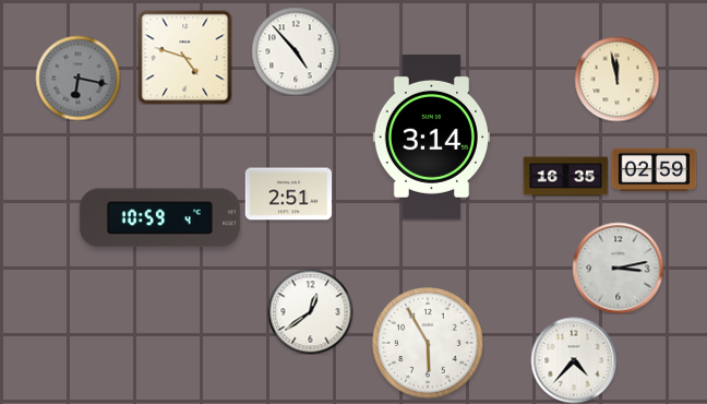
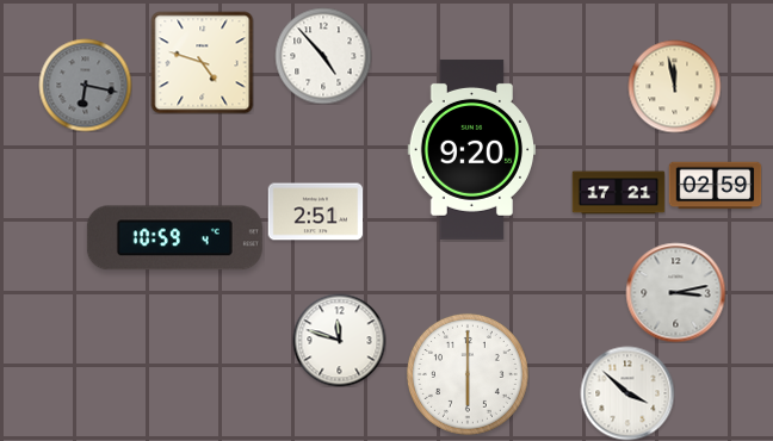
clock at (431, 136): 3:14 -> 9:20
clock at (565, 177): 16:35 -> 17:21
clock at (310, 311): 12:39 -> 11:48
clock at (428, 343): 5:55 -> 6:00
clock at (574, 360): 4:37 -> 3:52
